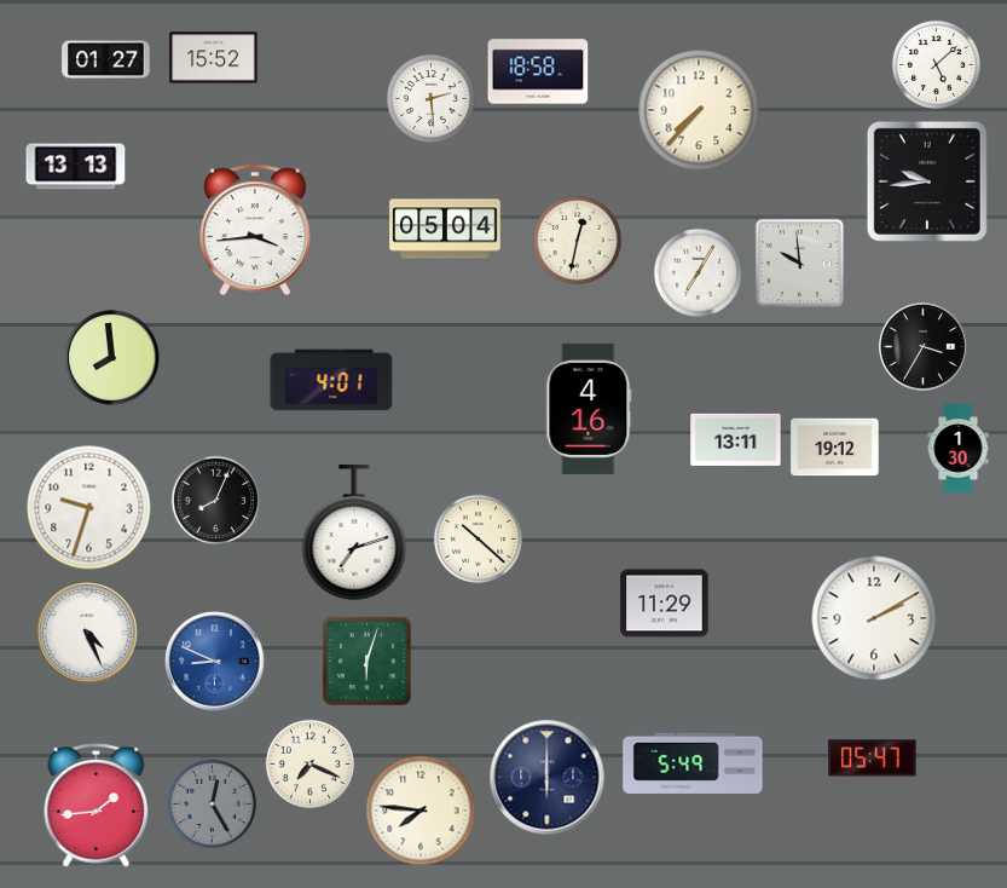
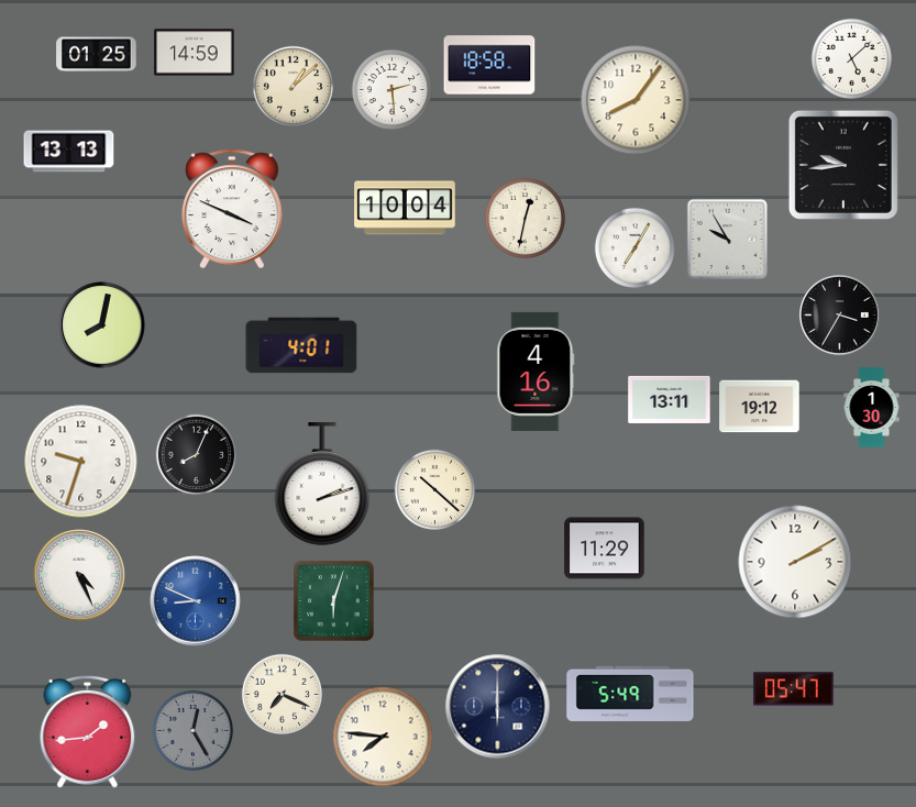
clock at (214, 58): 15:52 -> 14:59
clock at (106, 60): 01:27 -> 01:25
clock at (293, 86): none -> 1:08
clock at (699, 110): 7:37 -> 8:06
clock at (256, 229): 3:44 -> 3:49
clock at (445, 229): 05:04 -> 10:04
clock at (800, 264): 9:59 -> 9:55
clock at (112, 358): 7:59 -> 8:02
clock at (354, 534): 7:12 -> 2:12
